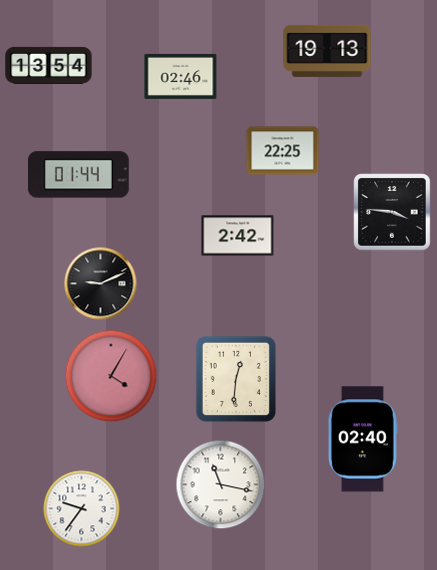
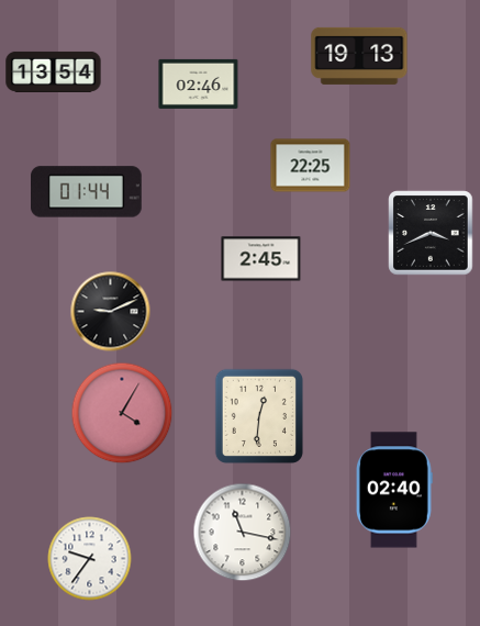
clock at (392, 212): 3:46 -> 3:41
clock at (238, 236): 2:42 -> 2:45
clock at (363, 439) position: (363, 439) -> (394, 490)
